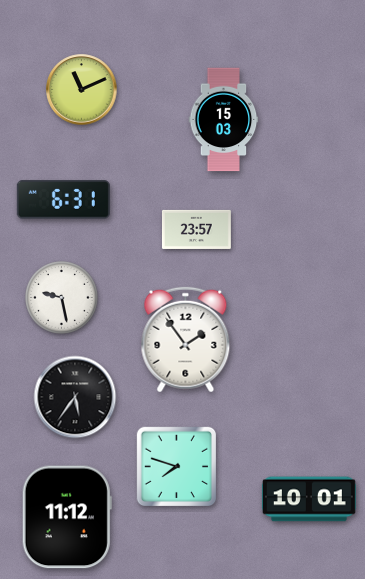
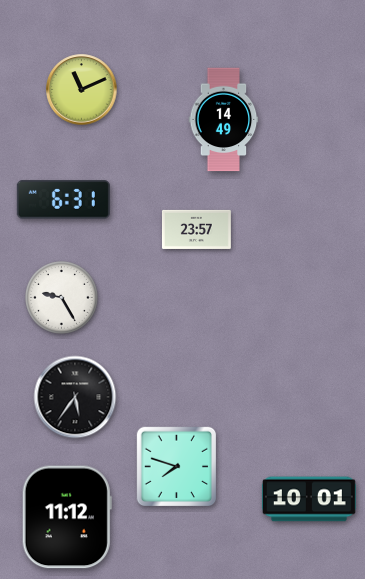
clock at (224, 120): 15:03 -> 14:49
clock at (62, 298): 9:28 -> 9:25
clock at (186, 340): 1:54 -> none
